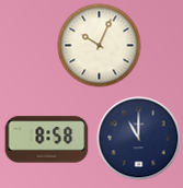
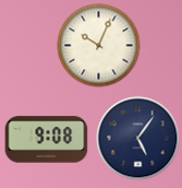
clock at (139, 139): 11:00 -> 5:06
clock at (47, 140): 8:58 -> 9:08
